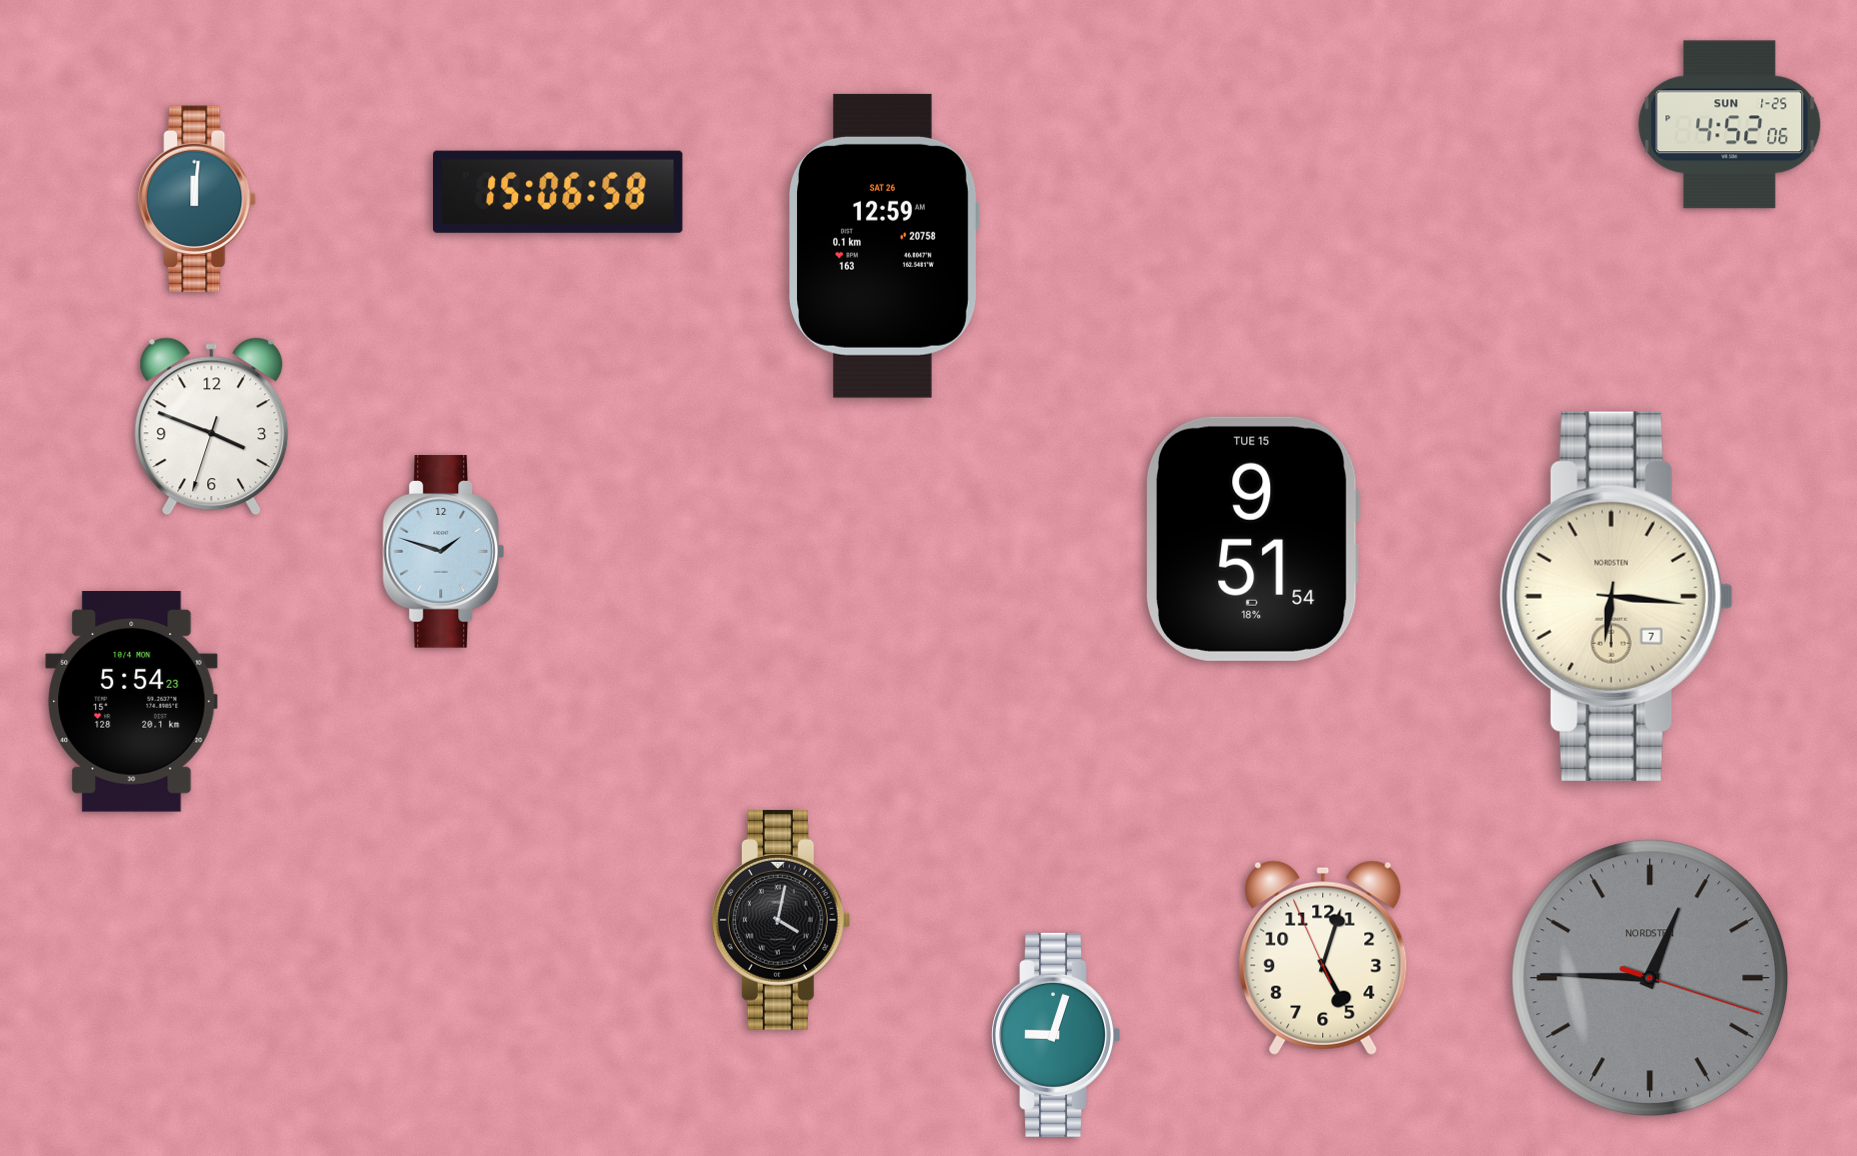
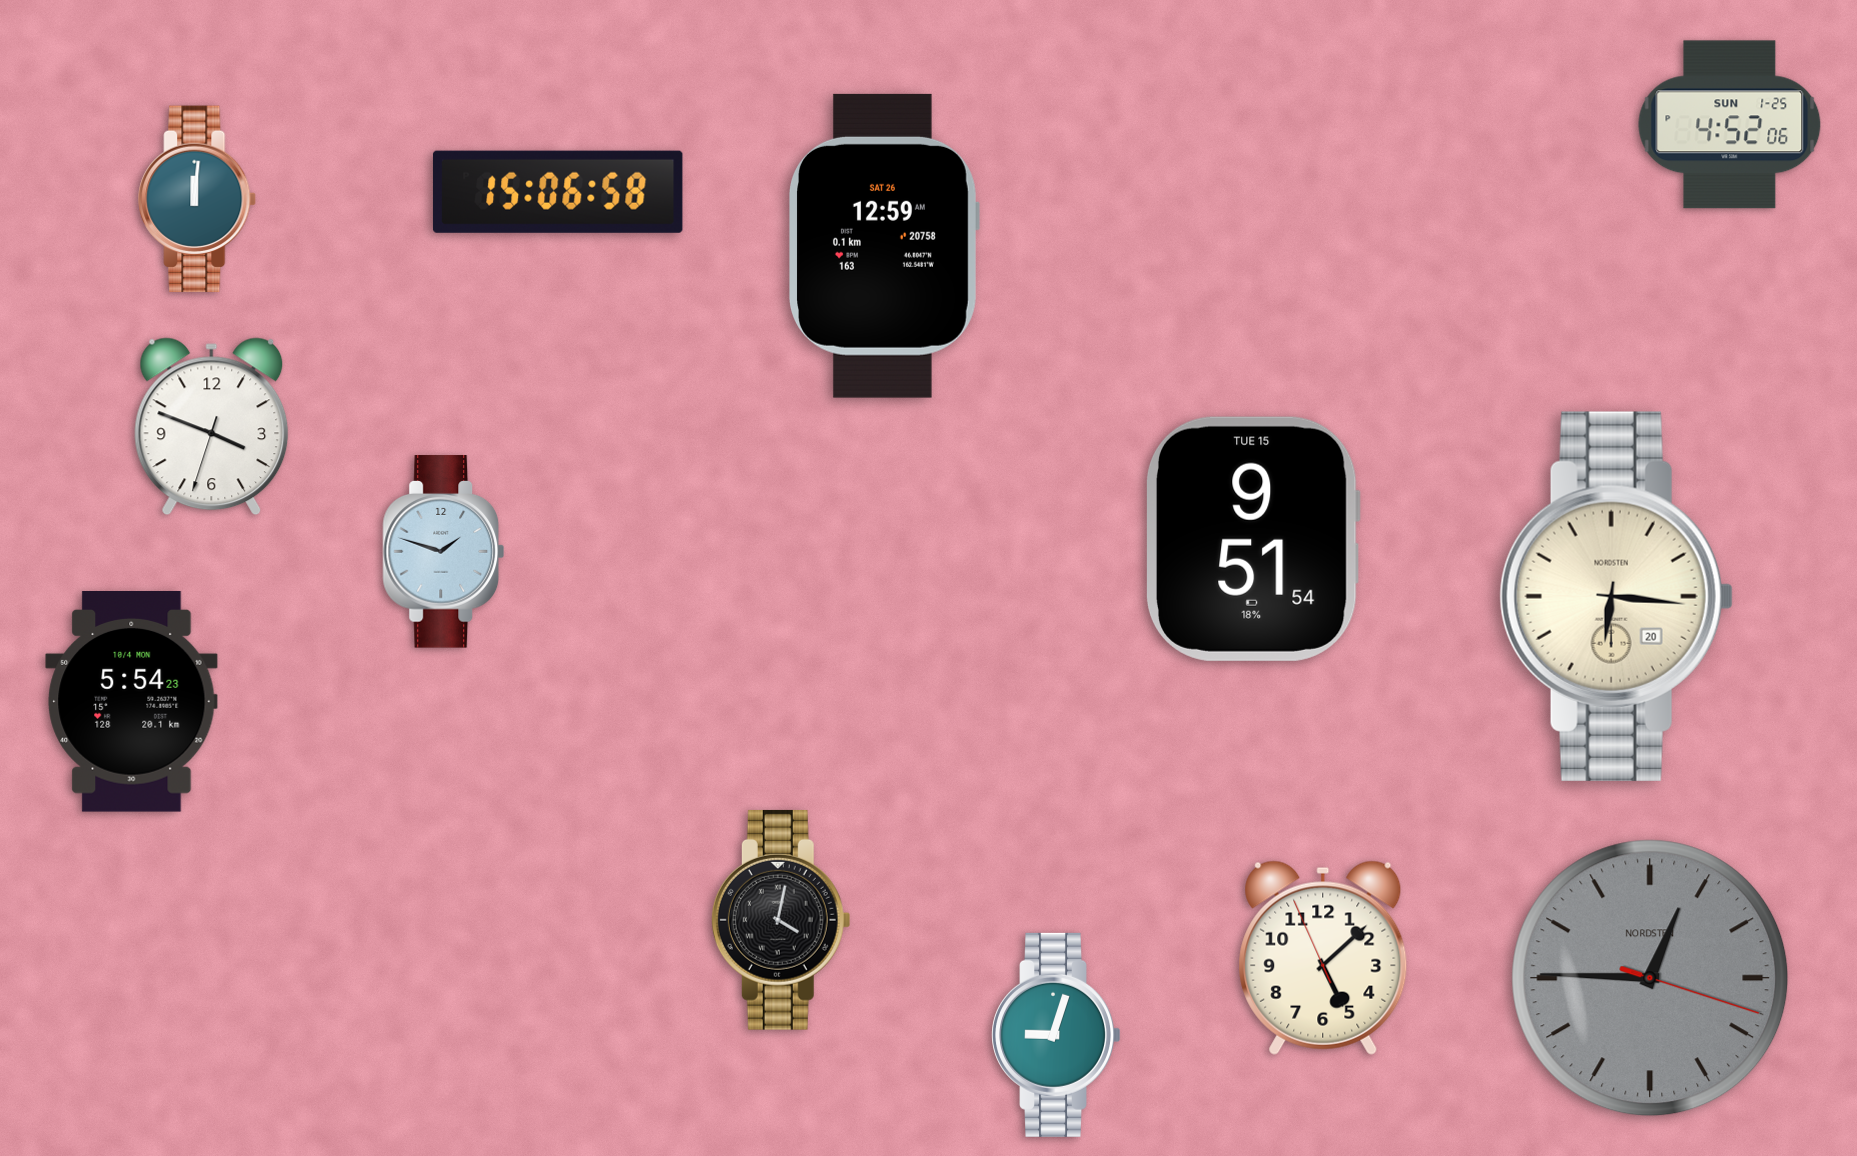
clock at (1616, 596) date: 7 -> 20
clock at (1323, 958): 5:02 -> 5:07
